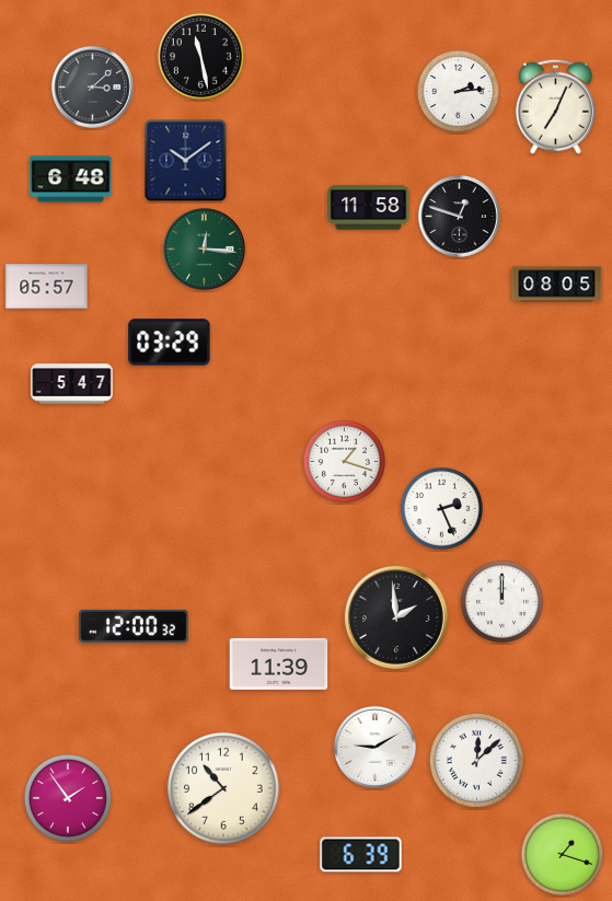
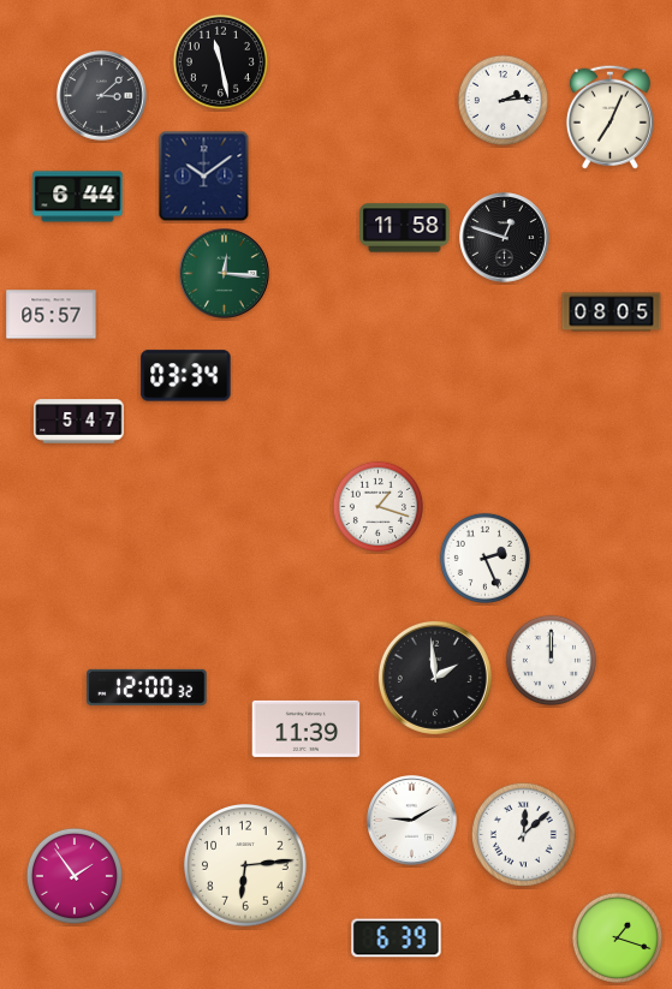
clock at (71, 180): 6:48 -> 6:44
clock at (170, 343): 03:29 -> 03:34
clock at (224, 789): 10:39 -> 6:14
